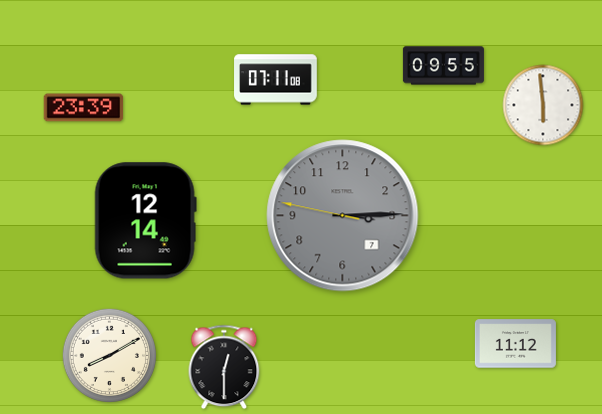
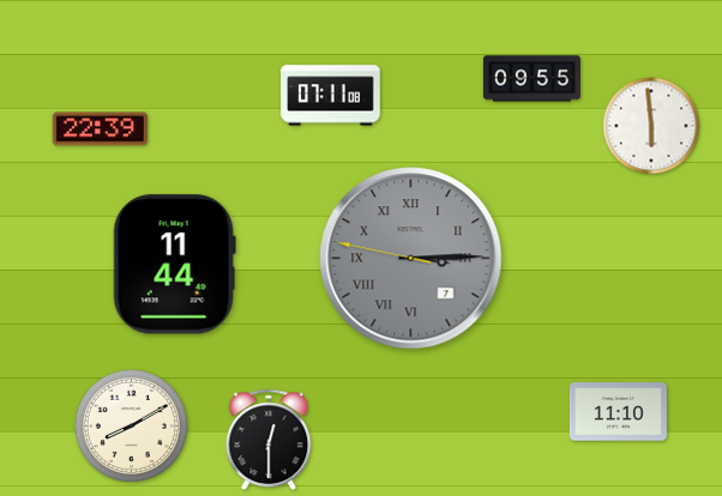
clock at (84, 108): 23:39 -> 22:39
clock at (343, 216) numerals: Arabic -> Roman
clock at (145, 221): 12:14 -> 11:44
clock at (515, 344): 11:12 -> 11:10
